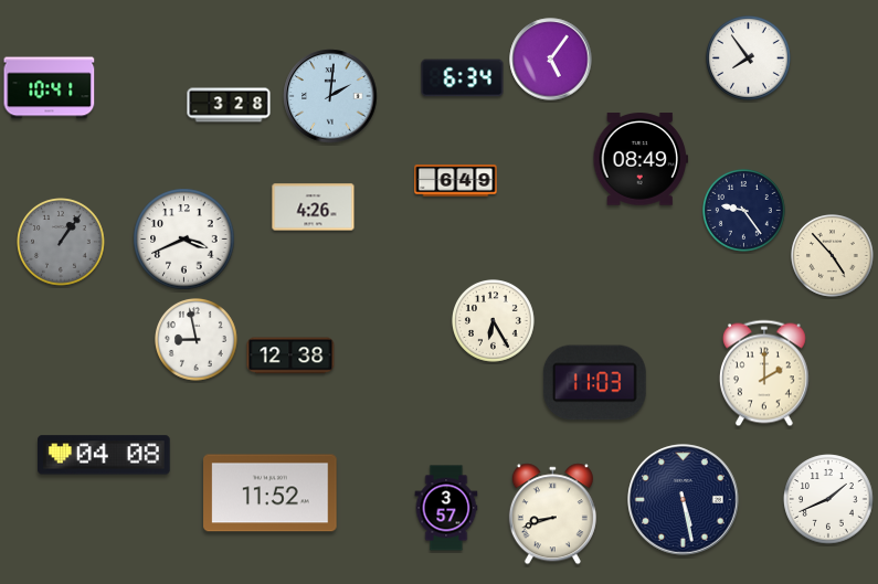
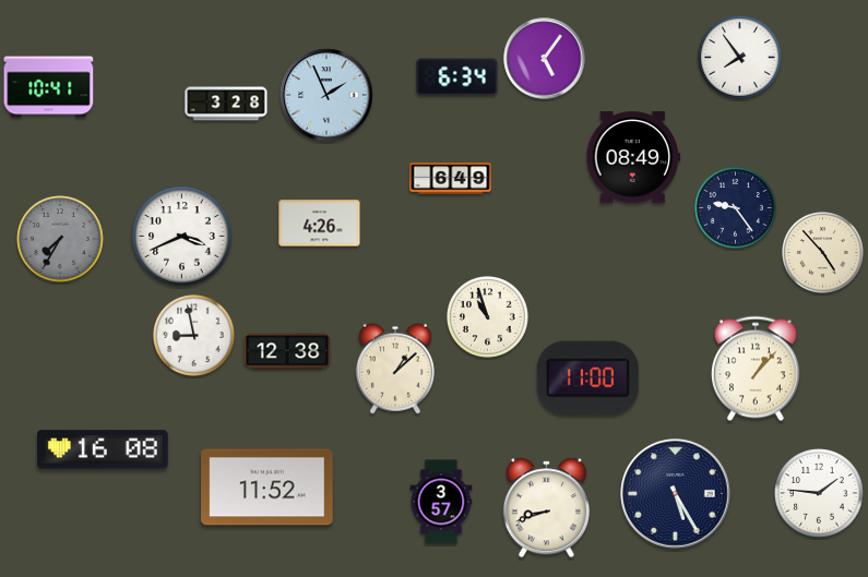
clock at (330, 96): 2:01 -> 1:56
clock at (314, 208) position: (314, 208) -> (320, 224)
clock at (61, 242): 1:06 -> 7:35
clock at (494, 321): 6:25 -> 10:57
clock at (395, 369): none -> 1:08
clock at (764, 373): 2:00 -> 1:07
clock at (594, 383): 11:03 -> 11:00
clock at (105, 455): 04:08 -> 16:08
clock at (828, 499): 1:41 -> 1:46
clock at (684, 500): 5:28 -> 5:25
